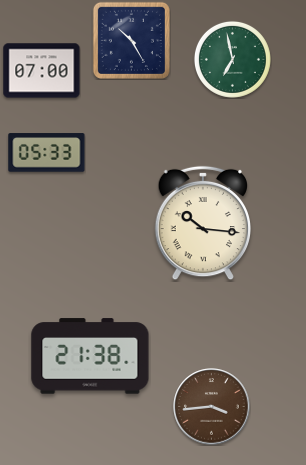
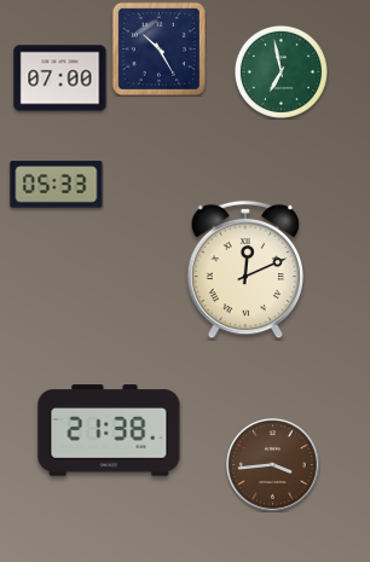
clock at (42, 71) position: (42, 71) -> (60, 79)
clock at (202, 223): 10:16 -> 12:11
clock at (212, 407) position: (212, 407) -> (273, 465)
